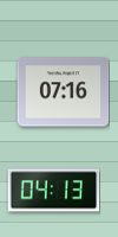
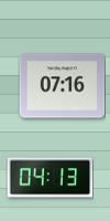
clock at (63, 92) position: (63, 92) -> (62, 86)
